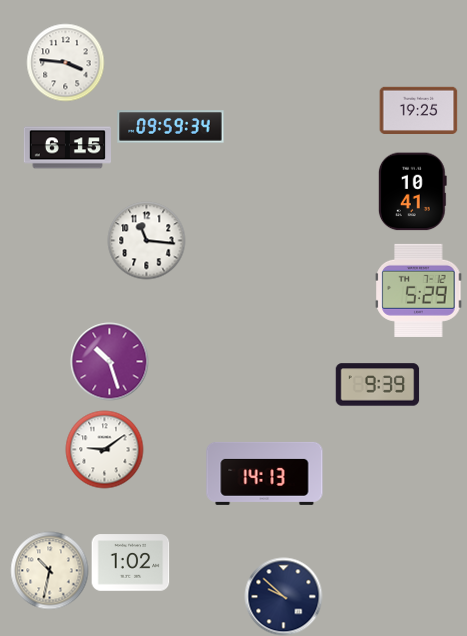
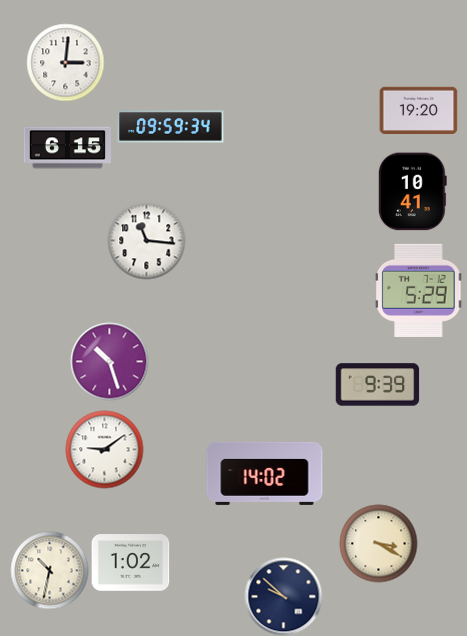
clock at (65, 62): 3:46 -> 3:01
clock at (418, 110): 19:25 -> 19:20
clock at (265, 473): 14:13 -> 14:02
clock at (378, 543): none -> 3:20
